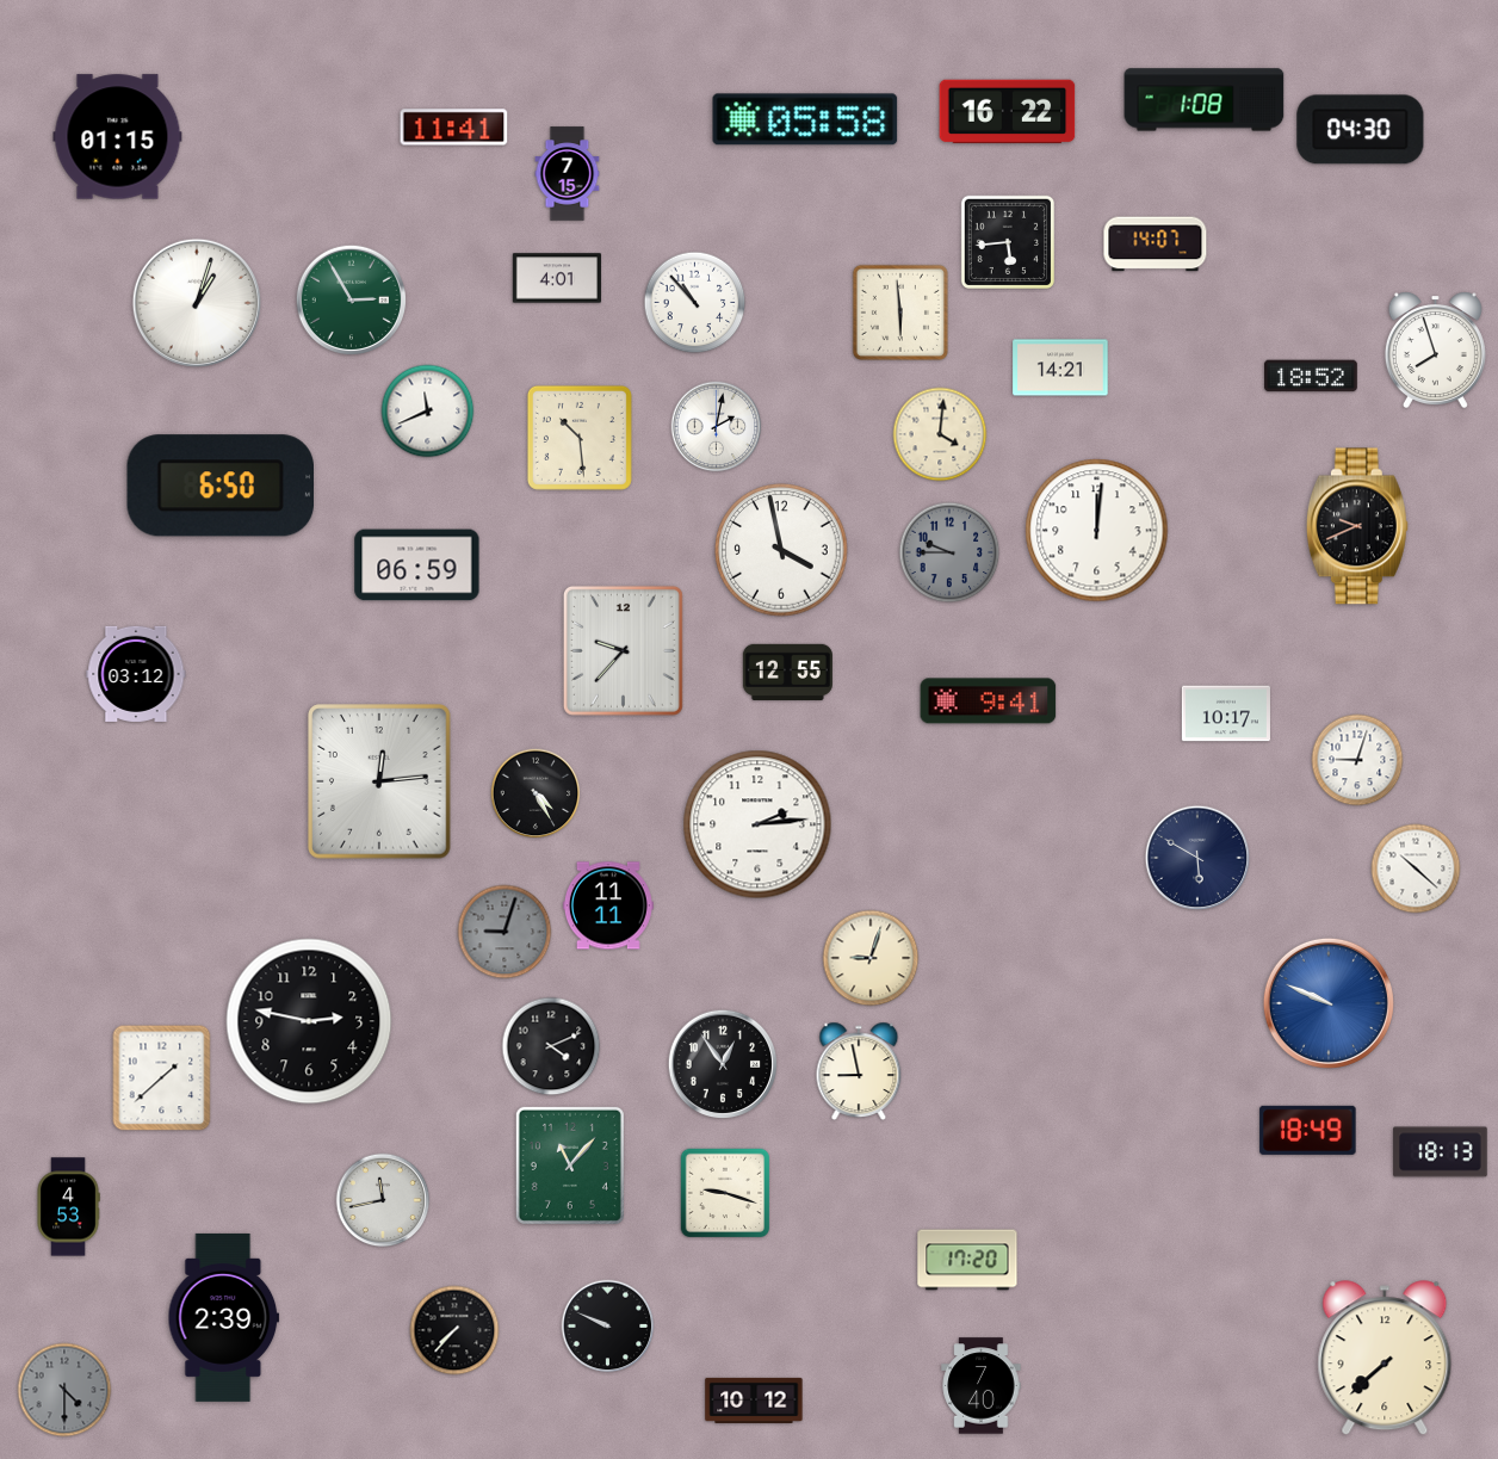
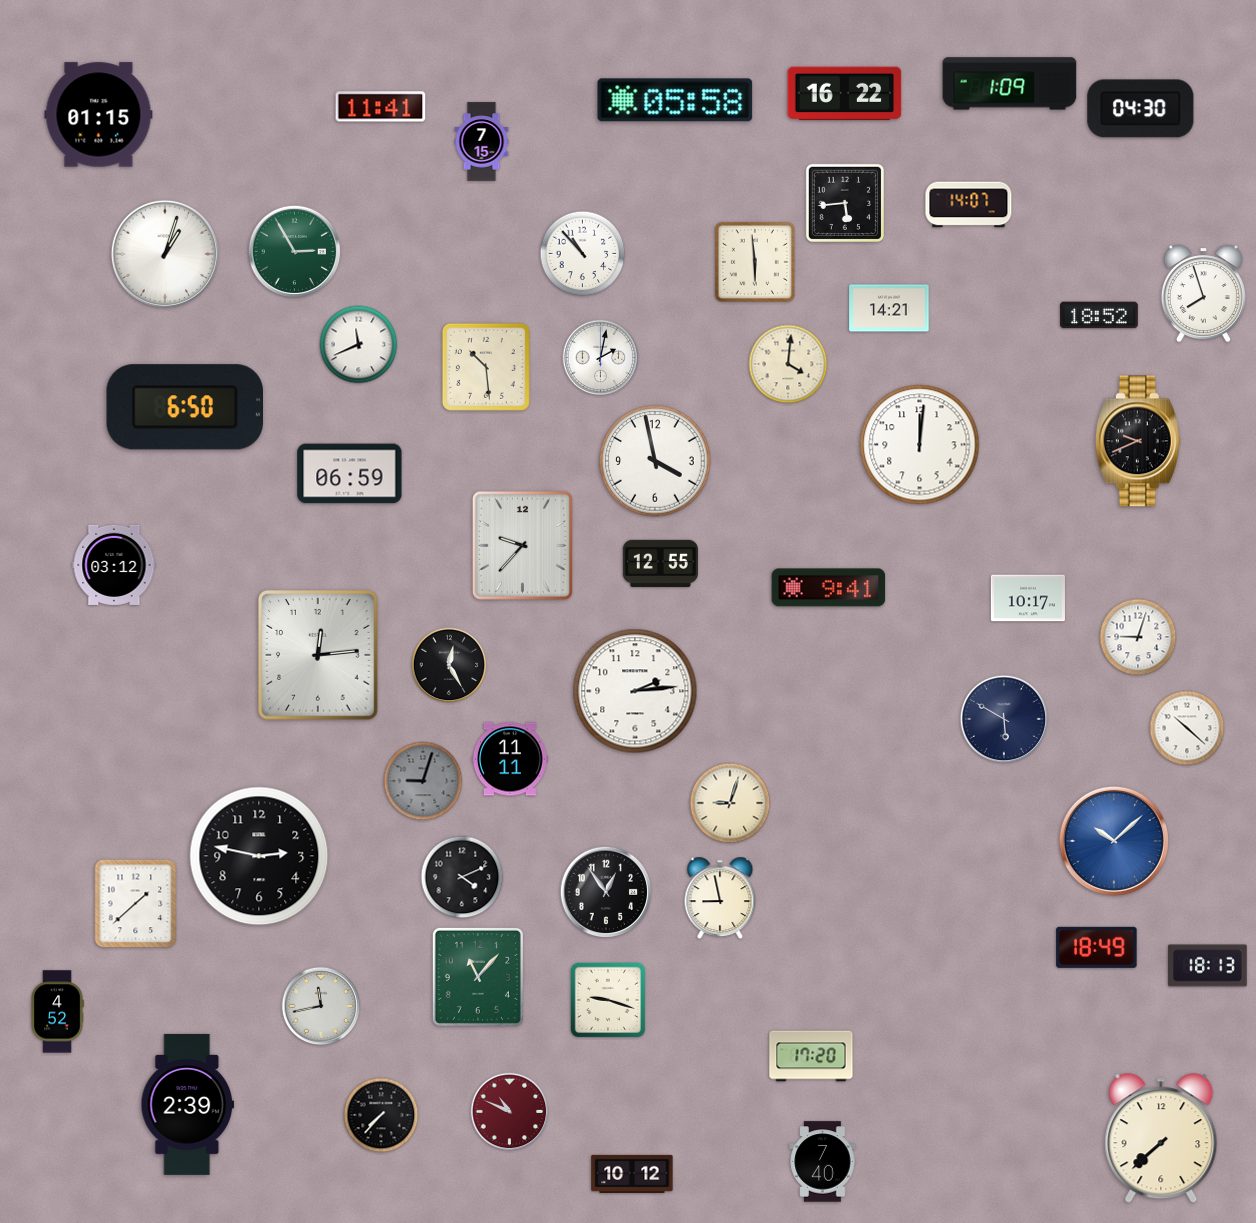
clock at (1205, 100): 1:08 -> 1:09
clock at (568, 174) position: (568, 174) -> (482, 142)
clock at (557, 278): 4:01 -> none
clock at (949, 552): 9:45 -> none
clock at (536, 793): 4:25 -> 12:25
clock at (1329, 1003): 9:49 -> 10:08
clock at (68, 1207): 4:53 -> 4:52
clock at (608, 1327): 9:49 -> 10:49
clock at (608, 1327) dial: black -> burgundy
clock at (64, 1390): 4:30 -> none
